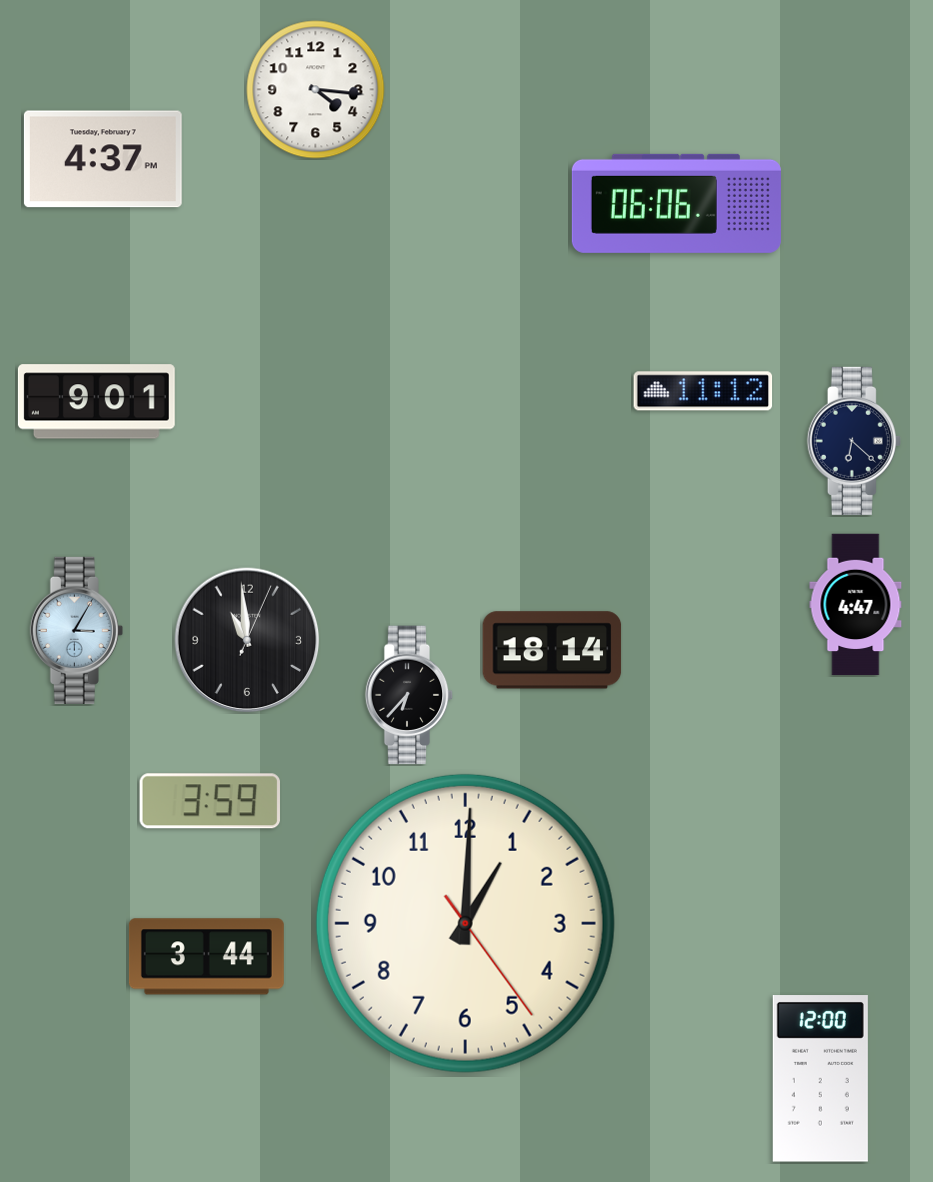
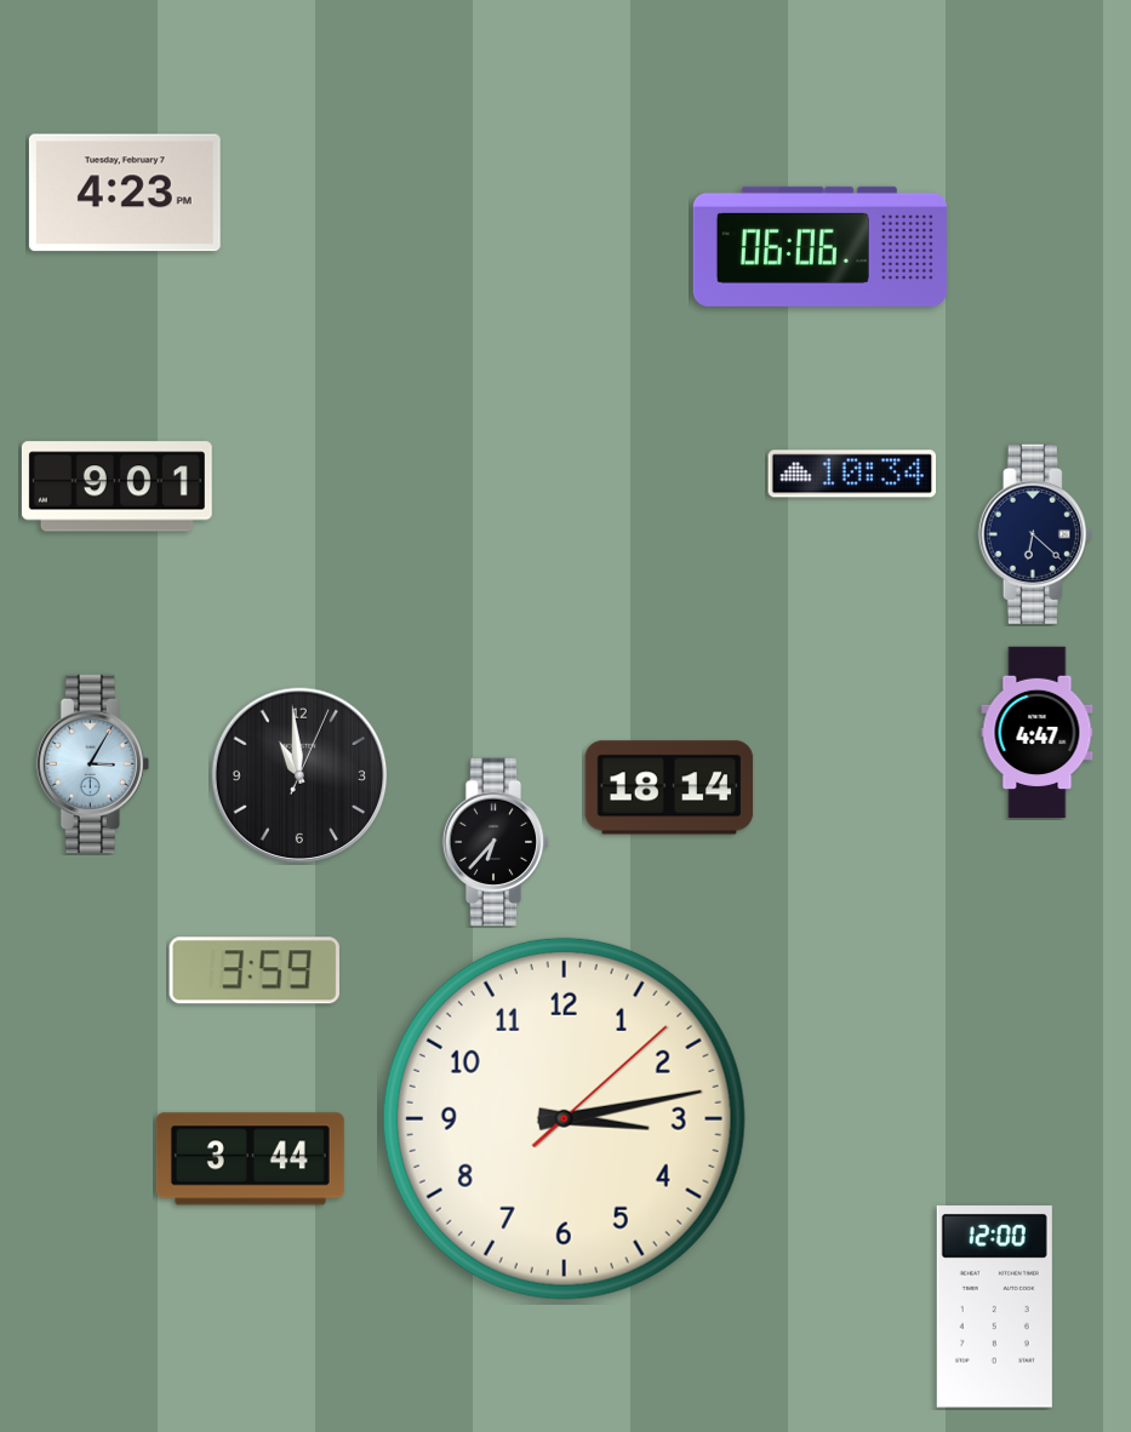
clock at (316, 90): 4:16 -> none
clock at (103, 159): 4:37 -> 4:23
clock at (703, 391): 11:12 -> 10:34
clock at (465, 923): 1:00 -> 3:13
